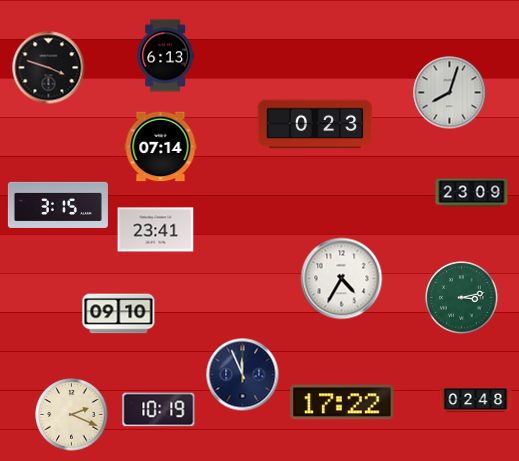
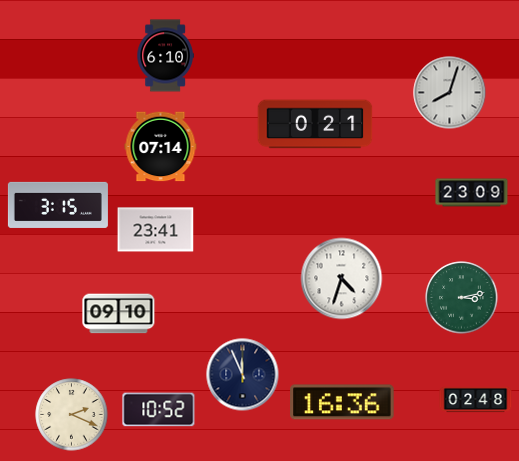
clock at (165, 56): 6:13 -> 6:10
clock at (49, 68): 3:48 -> none
clock at (315, 124): 0:23 -> 0:21
clock at (342, 279): 4:35 -> 4:33
clock at (342, 402): 17:22 -> 16:36
clock at (159, 410): 10:19 -> 10:52
